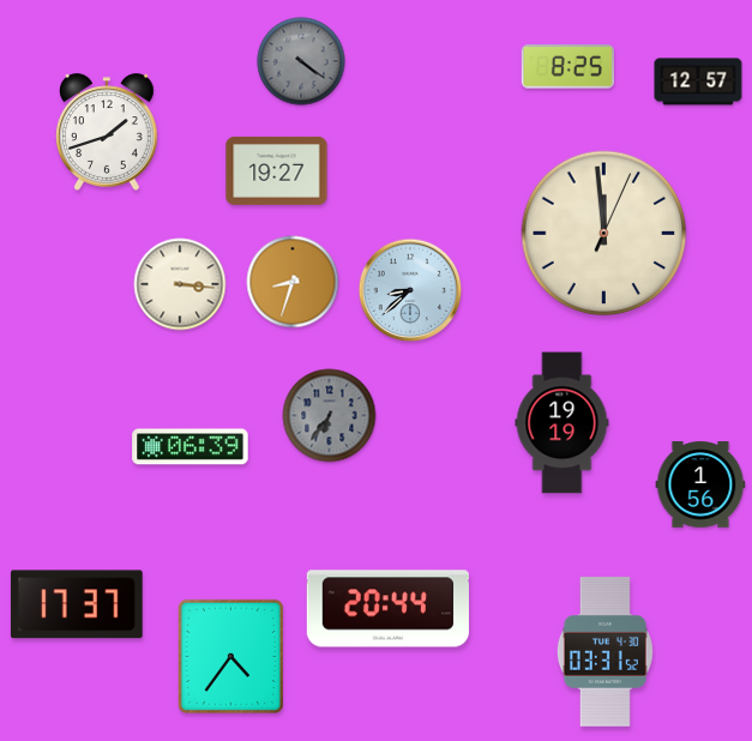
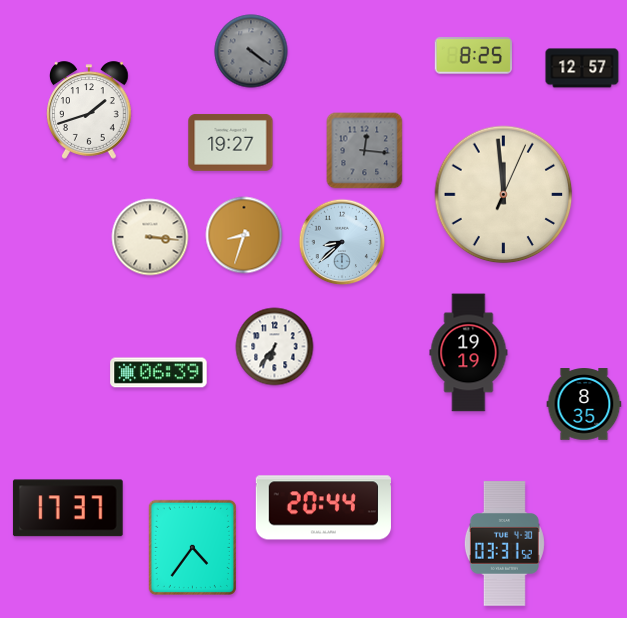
clock at (365, 151): none -> 12:16
clock at (330, 416) dial: grey -> white
clock at (700, 484): 1:56 -> 8:35
clock at (77, 604) position: (77, 604) -> (68, 508)
